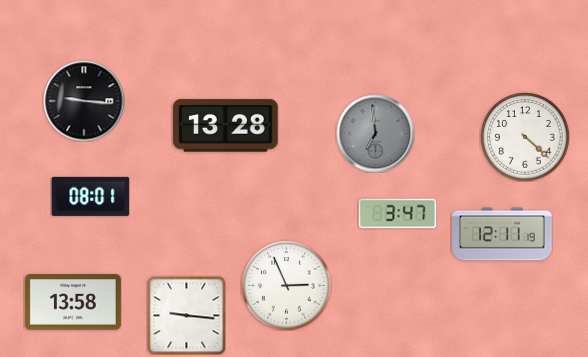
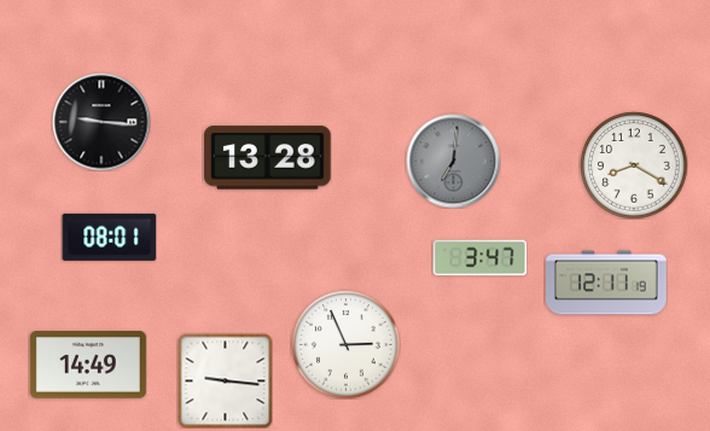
clock at (226, 126) position: (226, 126) -> (268, 158)
clock at (375, 133): 6:59 -> 7:01
clock at (525, 137): 4:22 -> 8:20
clock at (73, 302): 13:58 -> 14:49
